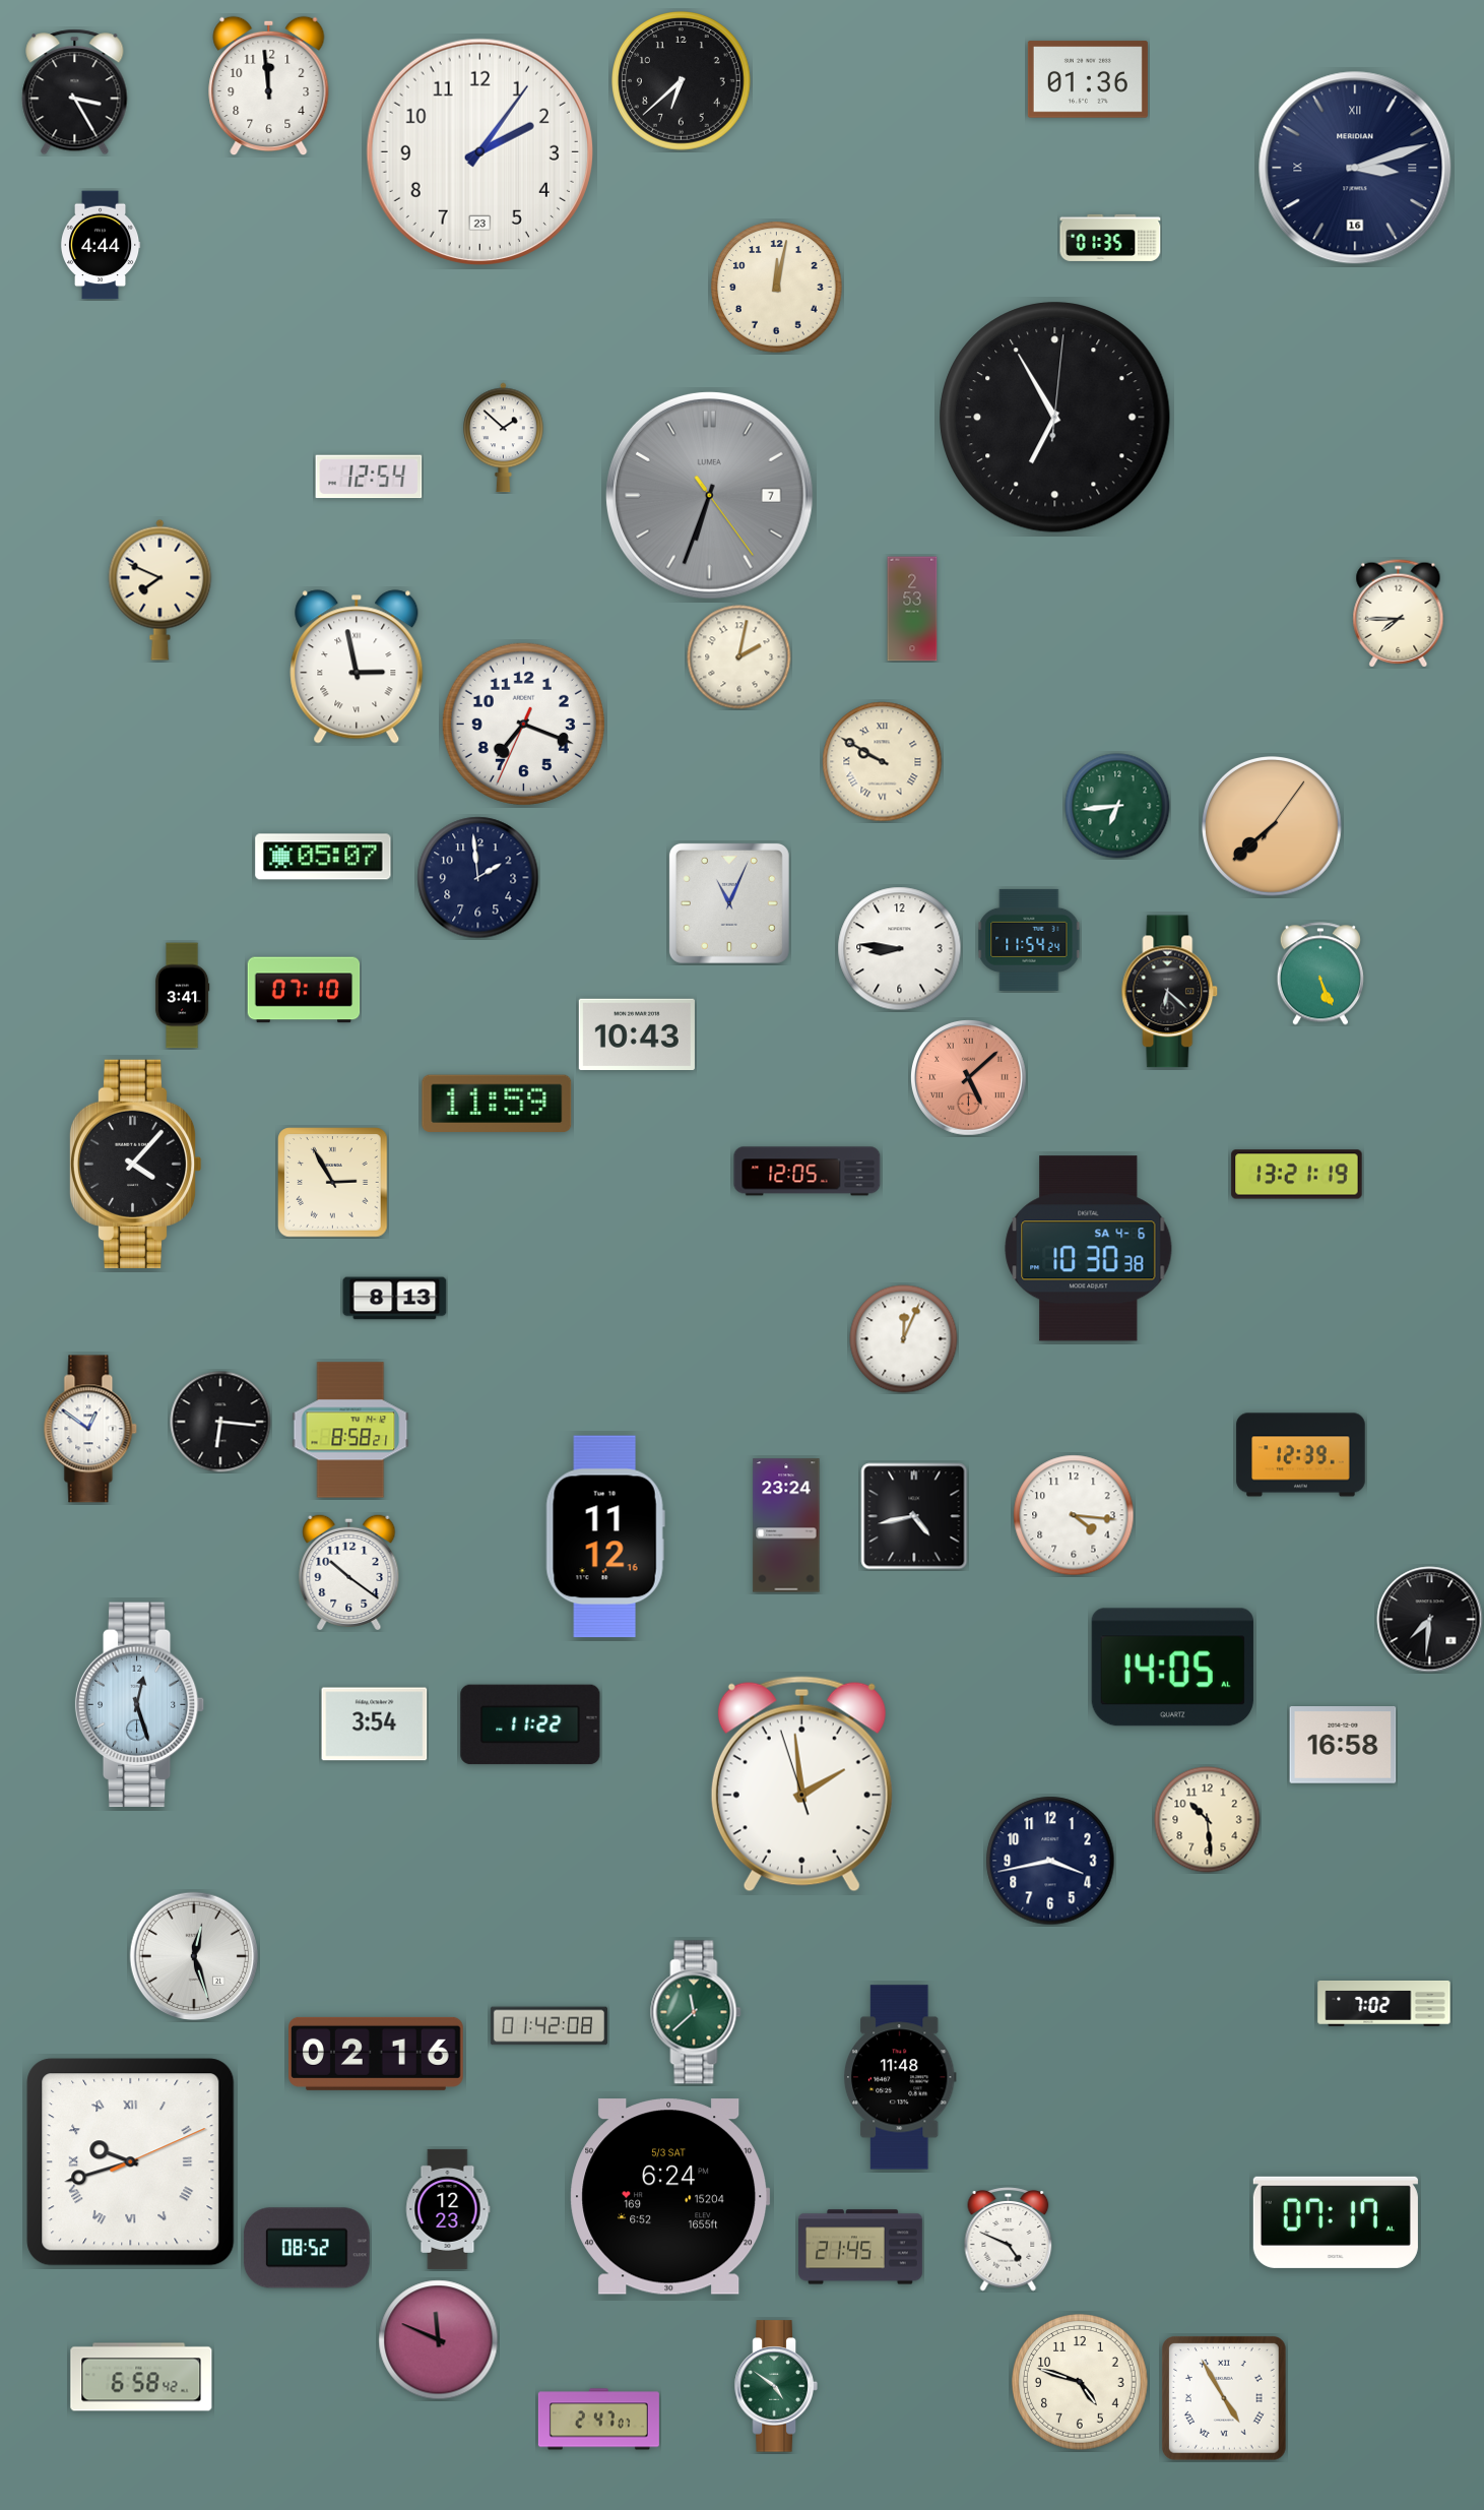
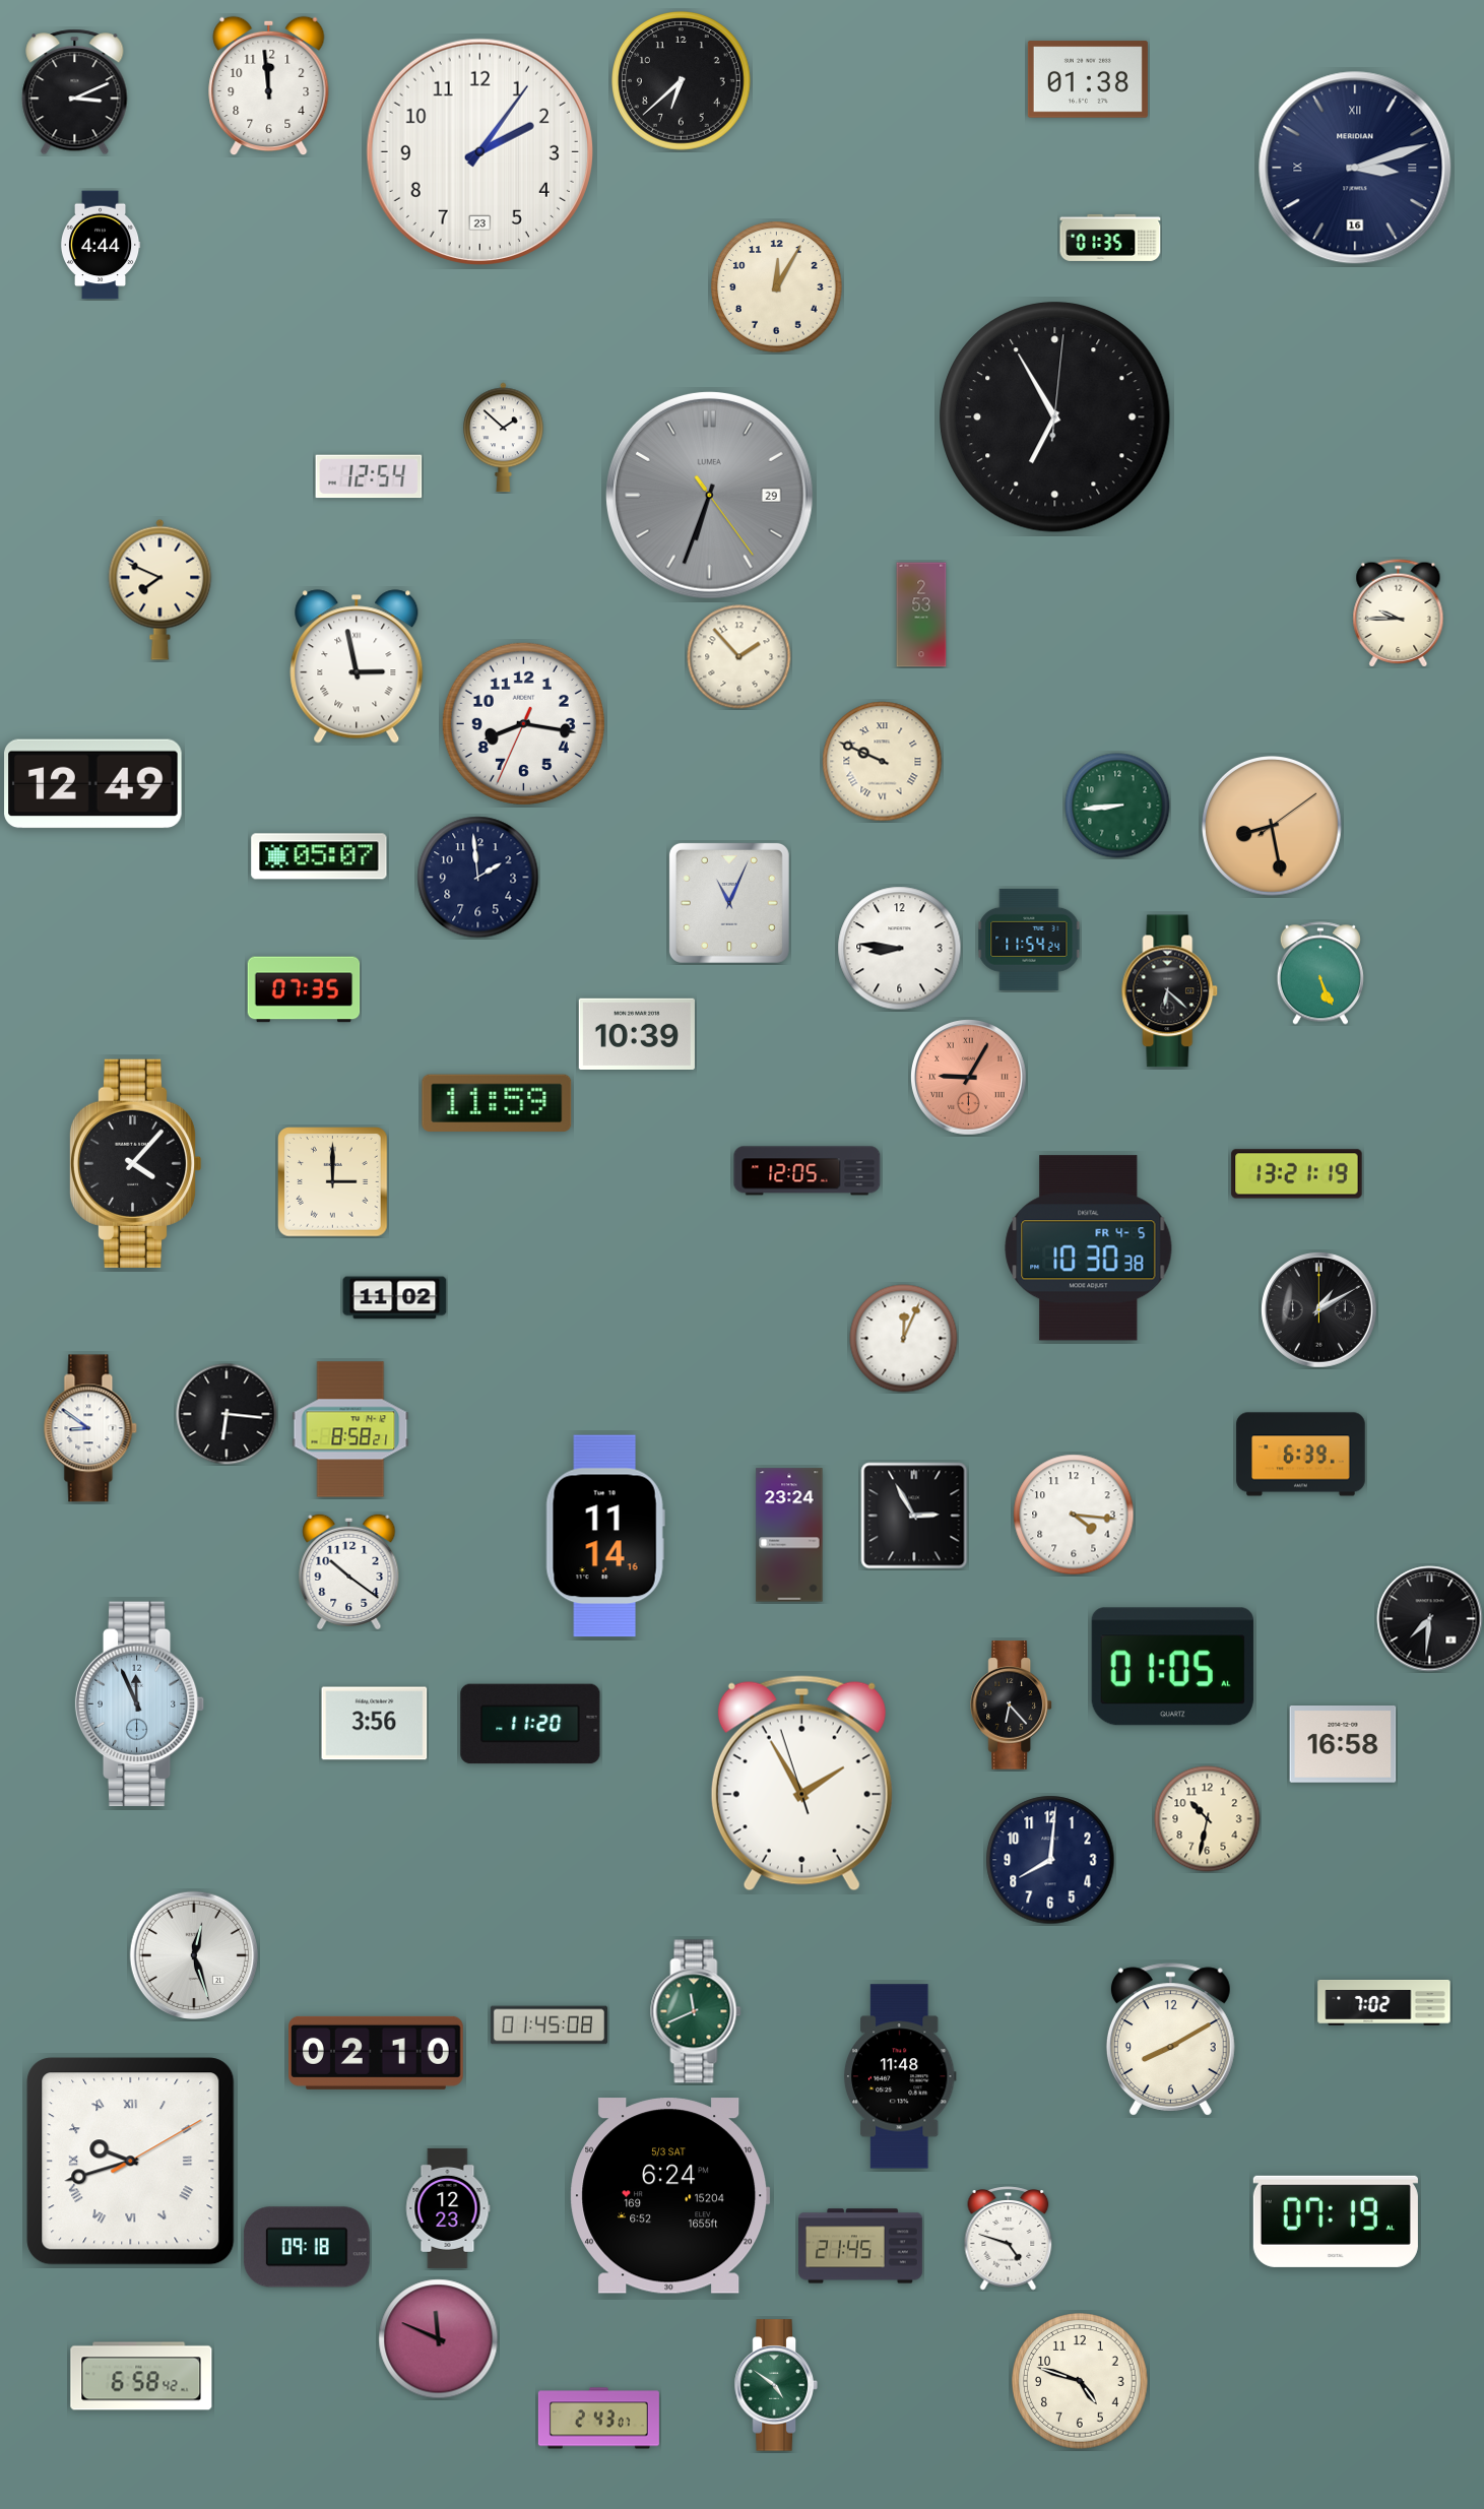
clock at (1088, 79): 01:36 -> 01:38
clock at (75, 92): 3:25 -> 3:11
clock at (777, 288): 12:02 -> 12:05
clock at (709, 495) date: 7 -> 29
clock at (912, 609) position: (912, 609) -> (921, 615)
clock at (1399, 614): 7:45 -> 9:45
clock at (739, 657): 2:02 -> 1:53
clock at (523, 724): 7:18 -> 8:16
clock at (883, 762): 9:50 -> 9:49
clock at (93, 784): none -> 12:49
clock at (1117, 806): 6:44 -> 8:44
clock at (1273, 827): 7:38 -> 8:28
clock at (323, 857) position: (323, 857) -> (319, 856)
clock at (304, 990): 07:10 -> 07:35
clock at (182, 996): 3:41 -> none
clock at (637, 1033): 10:43 -> 10:39
clock at (968, 1077): 5:08 -> 9:05
clock at (333, 1183): 2:55 -> 3:00
clock at (1089, 1249) date: SA 4-6 -> FR 4-5
clock at (395, 1299): 8:13 -> 11:02
clock at (1318, 1309): none -> 1:10
clock at (220, 1422) position: (220, 1422) -> (227, 1414)
clock at (90, 1429): 12:51 -> 8:51
clock at (1301, 1455): 12:39 -> 6:39
clock at (914, 1516): 4:43 -> 2:55
clock at (786, 1525) position: (786, 1525) -> (789, 1535)
clock at (605, 1536): 11:12 -> 11:14
clock at (1172, 1668): 14:05 -> 01:05
clock at (140, 1705): 12:27 -> 11:56
clock at (1012, 1706): none -> 6:23
clock at (375, 1724): 3:54 -> 3:56
clock at (530, 1724): 11:22 -> 11:20
clock at (801, 1784): 1:58 -> 1:54
clock at (1208, 1820): 10:29 -> 10:32
clock at (1050, 1861): 3:43 -> 8:01
clock at (696, 2012): 11:38 -> 11:41
clock at (549, 2026): 01:42 -> 01:45
clock at (1170, 2040): none -> 8:10
clock at (377, 2054): 02:16 -> 02:10
clock at (131, 2162): 9:42:11 -> 9:42:10
clock at (1336, 2222): 07:17 -> 07:19
clock at (1009, 2240): 4:49 -> 4:48
clock at (307, 2248): 08:52 -> 09:18
clock at (1225, 2399): 4:55 -> none
clock at (598, 2420): 2:47 -> 2:43
